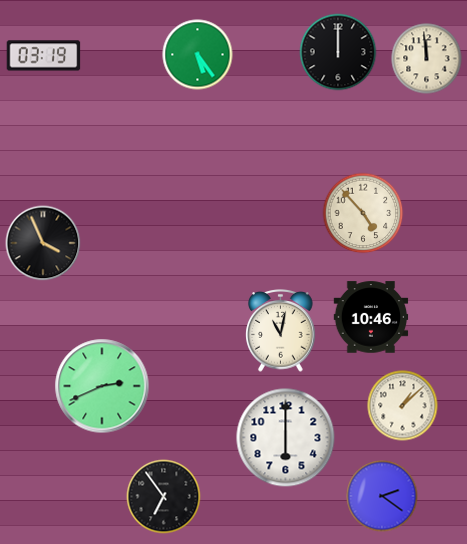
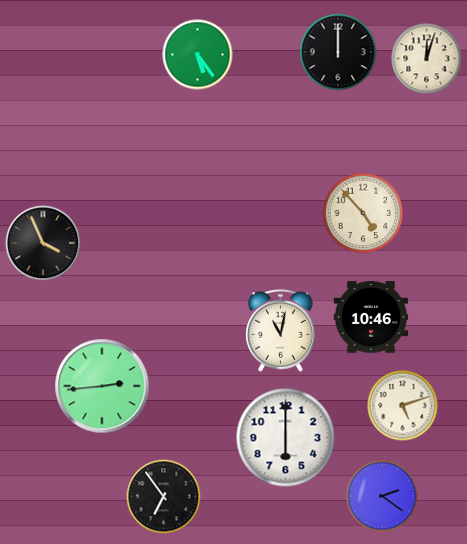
clock at (44, 56): 03:19 -> none
clock at (427, 59): 11:59 -> 12:03
clock at (102, 386): 2:41 -> 2:44
clock at (403, 406): 1:08 -> 5:12
